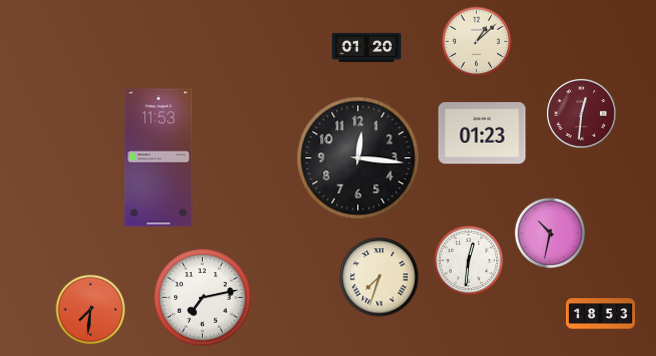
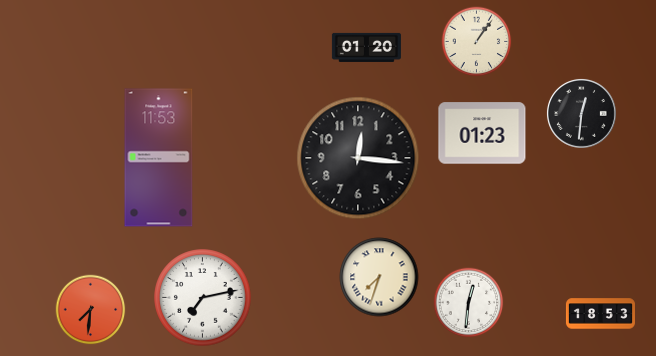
clock at (477, 42): 1:08 -> 1:06
clock at (582, 114) dial: burgundy -> black
clock at (550, 233): 10:32 -> none
clock at (469, 261) position: (469, 261) -> (469, 303)
